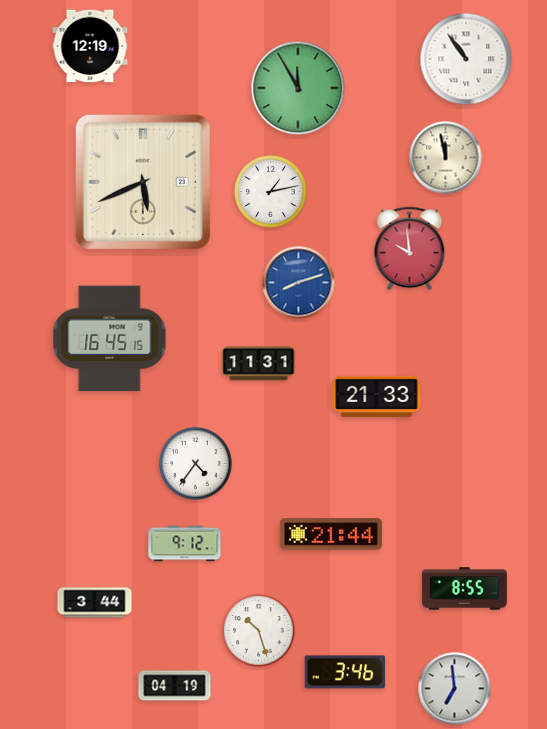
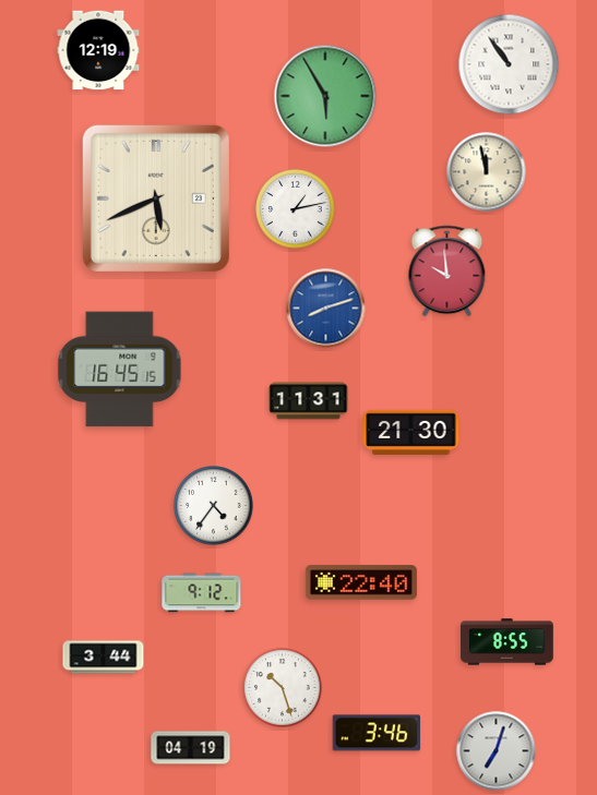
clock at (298, 88): 11:55 -> 5:55
clock at (259, 364) position: (259, 364) -> (309, 401)
clock at (377, 396): 21:33 -> 21:30
clock at (331, 534): 21:44 -> 22:40
clock at (455, 689): 6:59 -> 7:03
